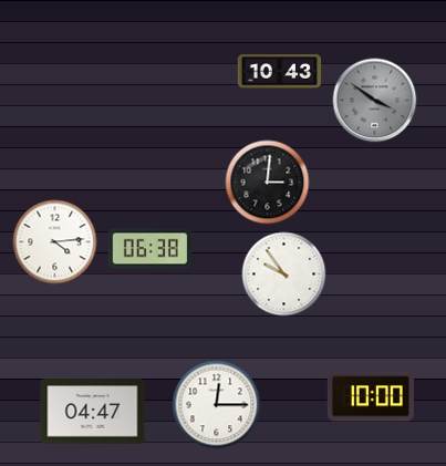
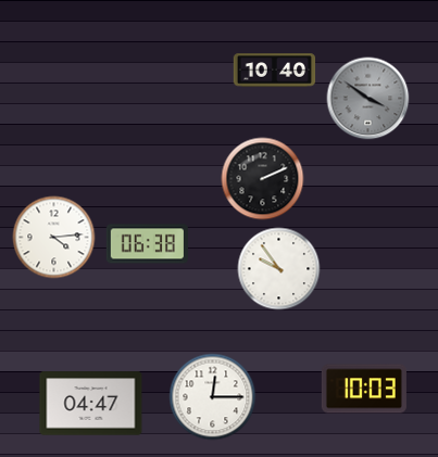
clock at (280, 72): 10:43 -> 10:40
clock at (268, 183): 3:01 -> 2:11
clock at (371, 396): 10:00 -> 10:03
